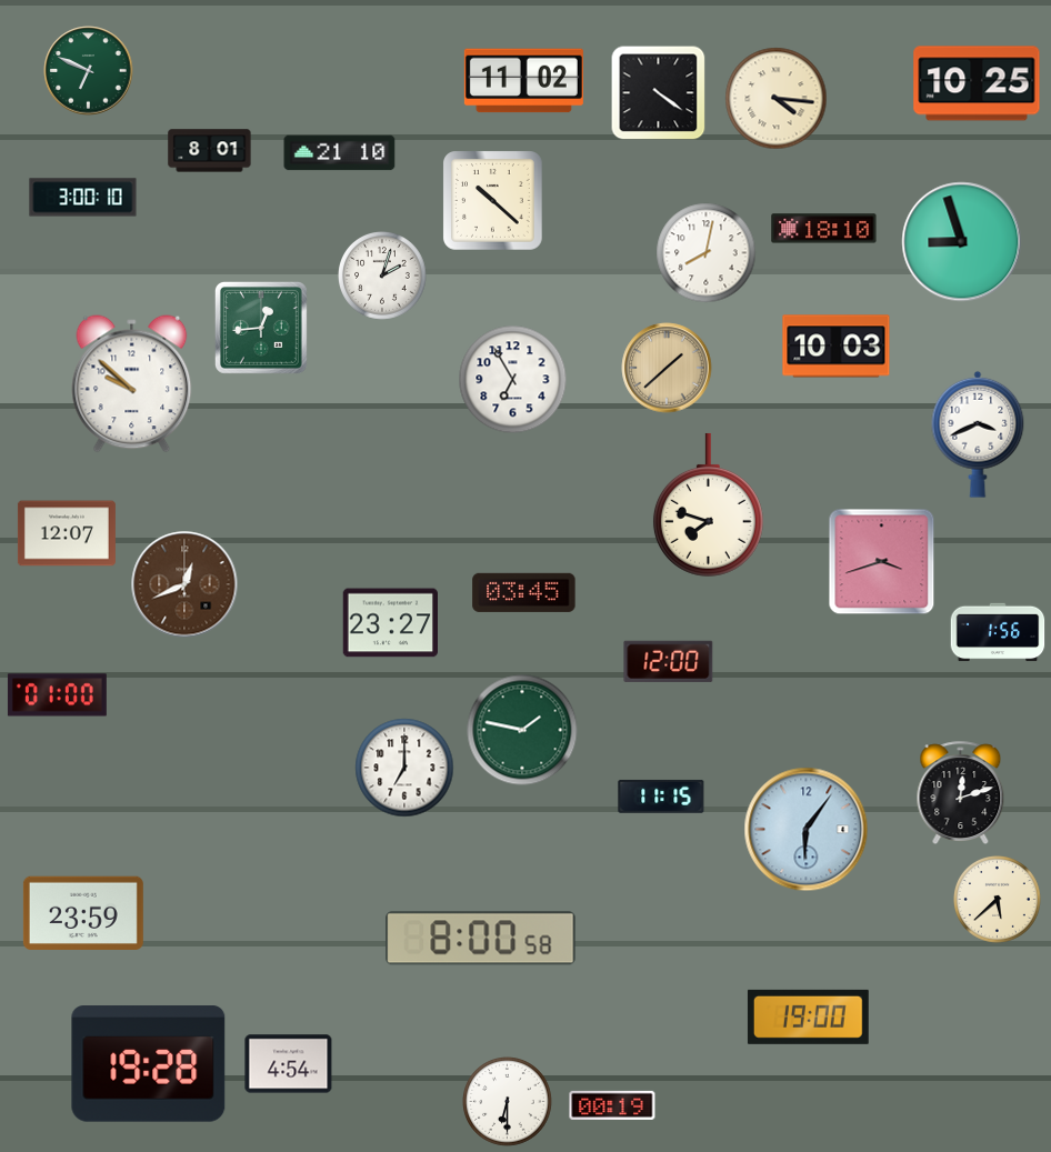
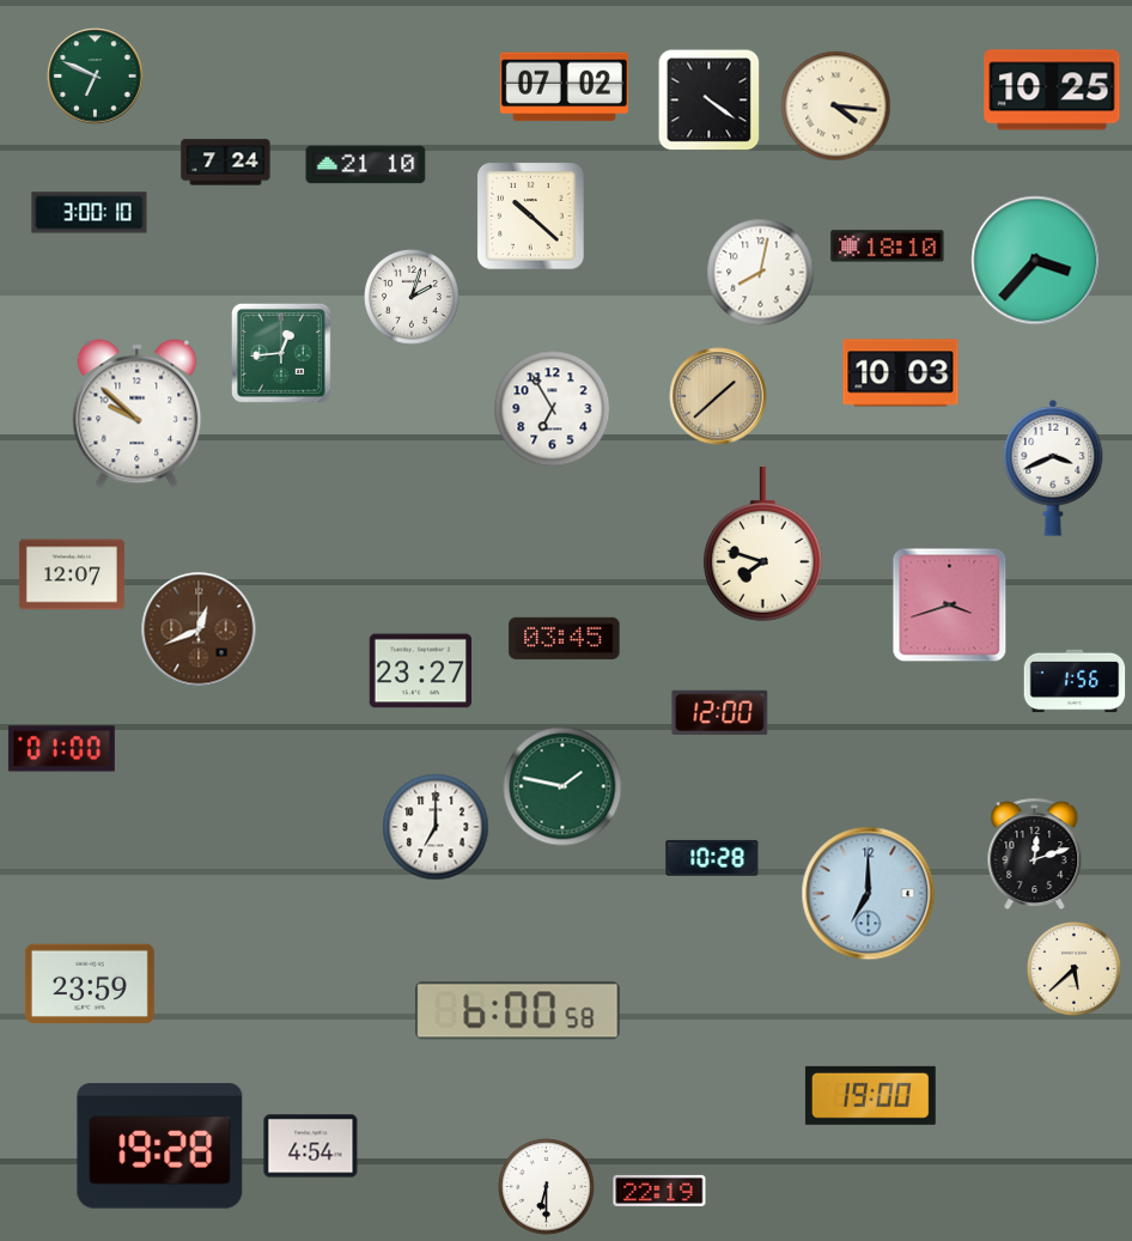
clock at (523, 81): 11:02 -> 07:02
clock at (210, 151): 8:01 -> 7:24
clock at (962, 242): 8:57 -> 3:37
clock at (132, 384) position: (132, 384) -> (138, 414)
clock at (661, 797): 11:15 -> 10:28
clock at (807, 830): 6:06 -> 7:00
clock at (481, 939): 8:00 -> 6:00
clock at (612, 1105): 00:19 -> 22:19
